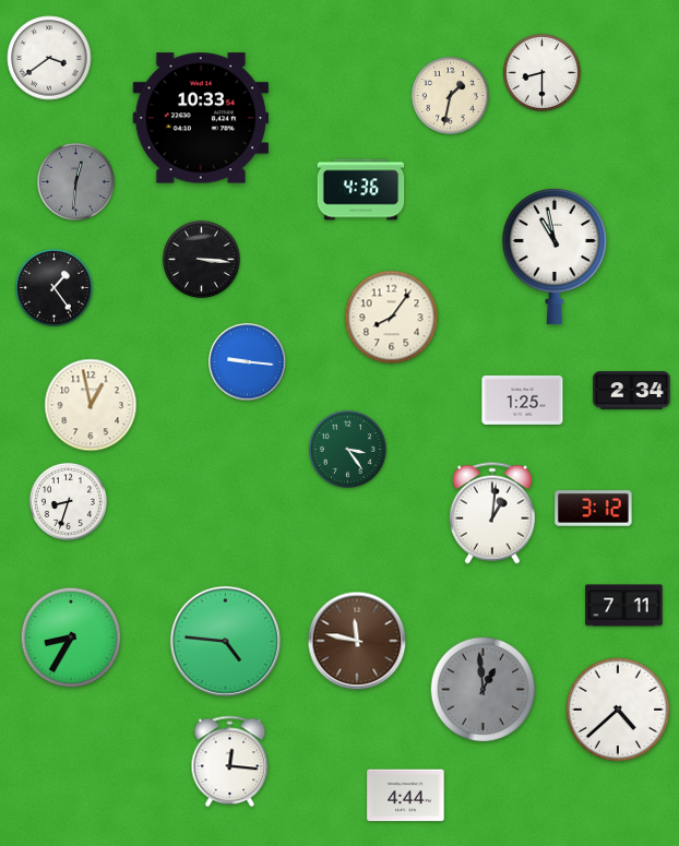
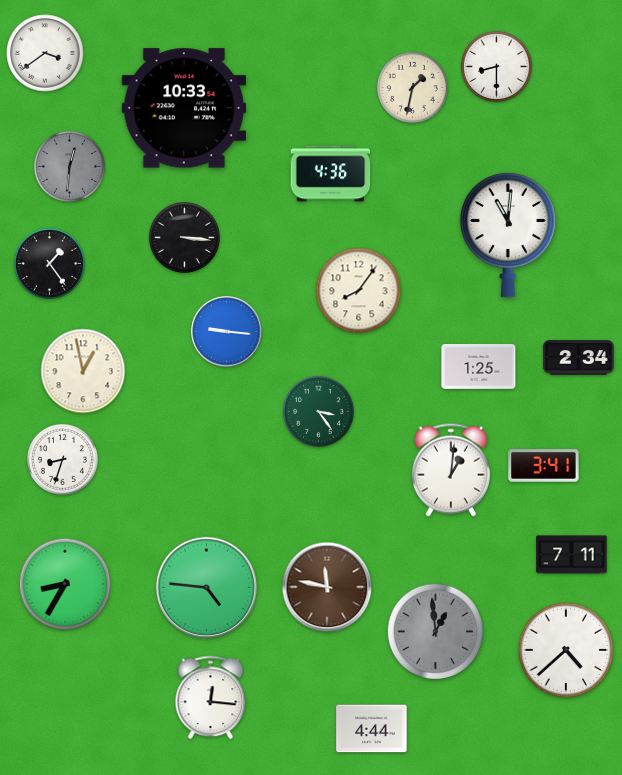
clock at (555, 257): 10:58 -> 11:01
clock at (594, 509): 3:12 -> 3:41
clock at (483, 689) position: (483, 689) -> (435, 631)
